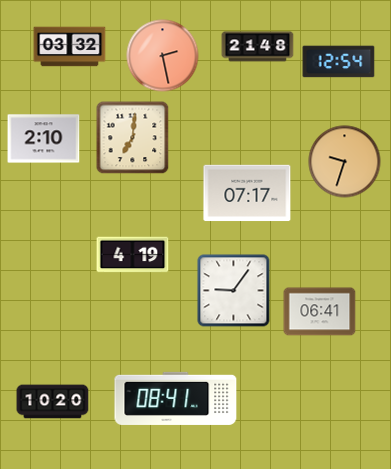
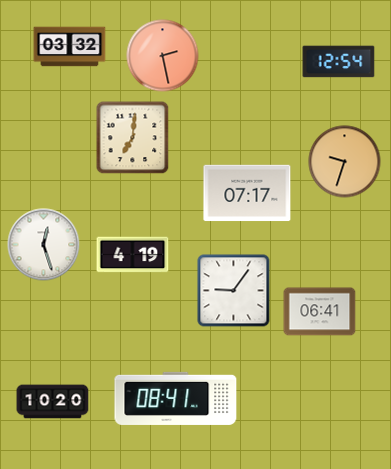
clock at (258, 47): 21:48 -> none
clock at (44, 139): 2:10 -> none
clock at (44, 245): none -> 12:27
